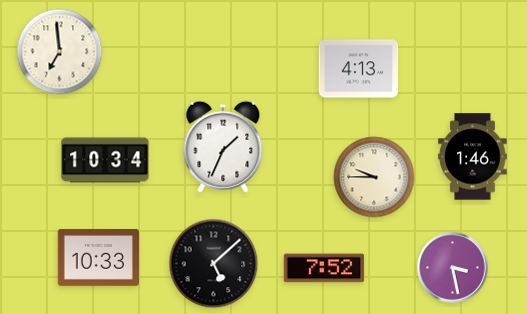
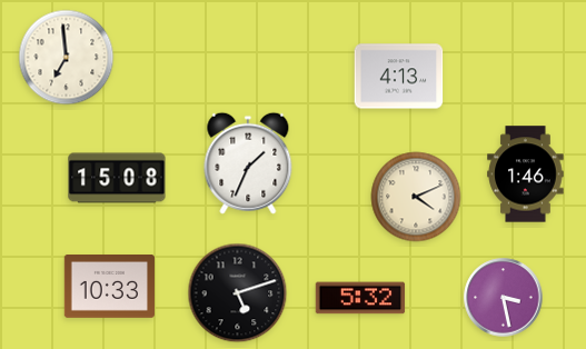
clock at (105, 160): 10:34 -> 15:08
clock at (374, 177): 9:45 -> 4:11
clock at (214, 264): 5:08 -> 5:12
clock at (324, 268): 7:52 -> 5:32
